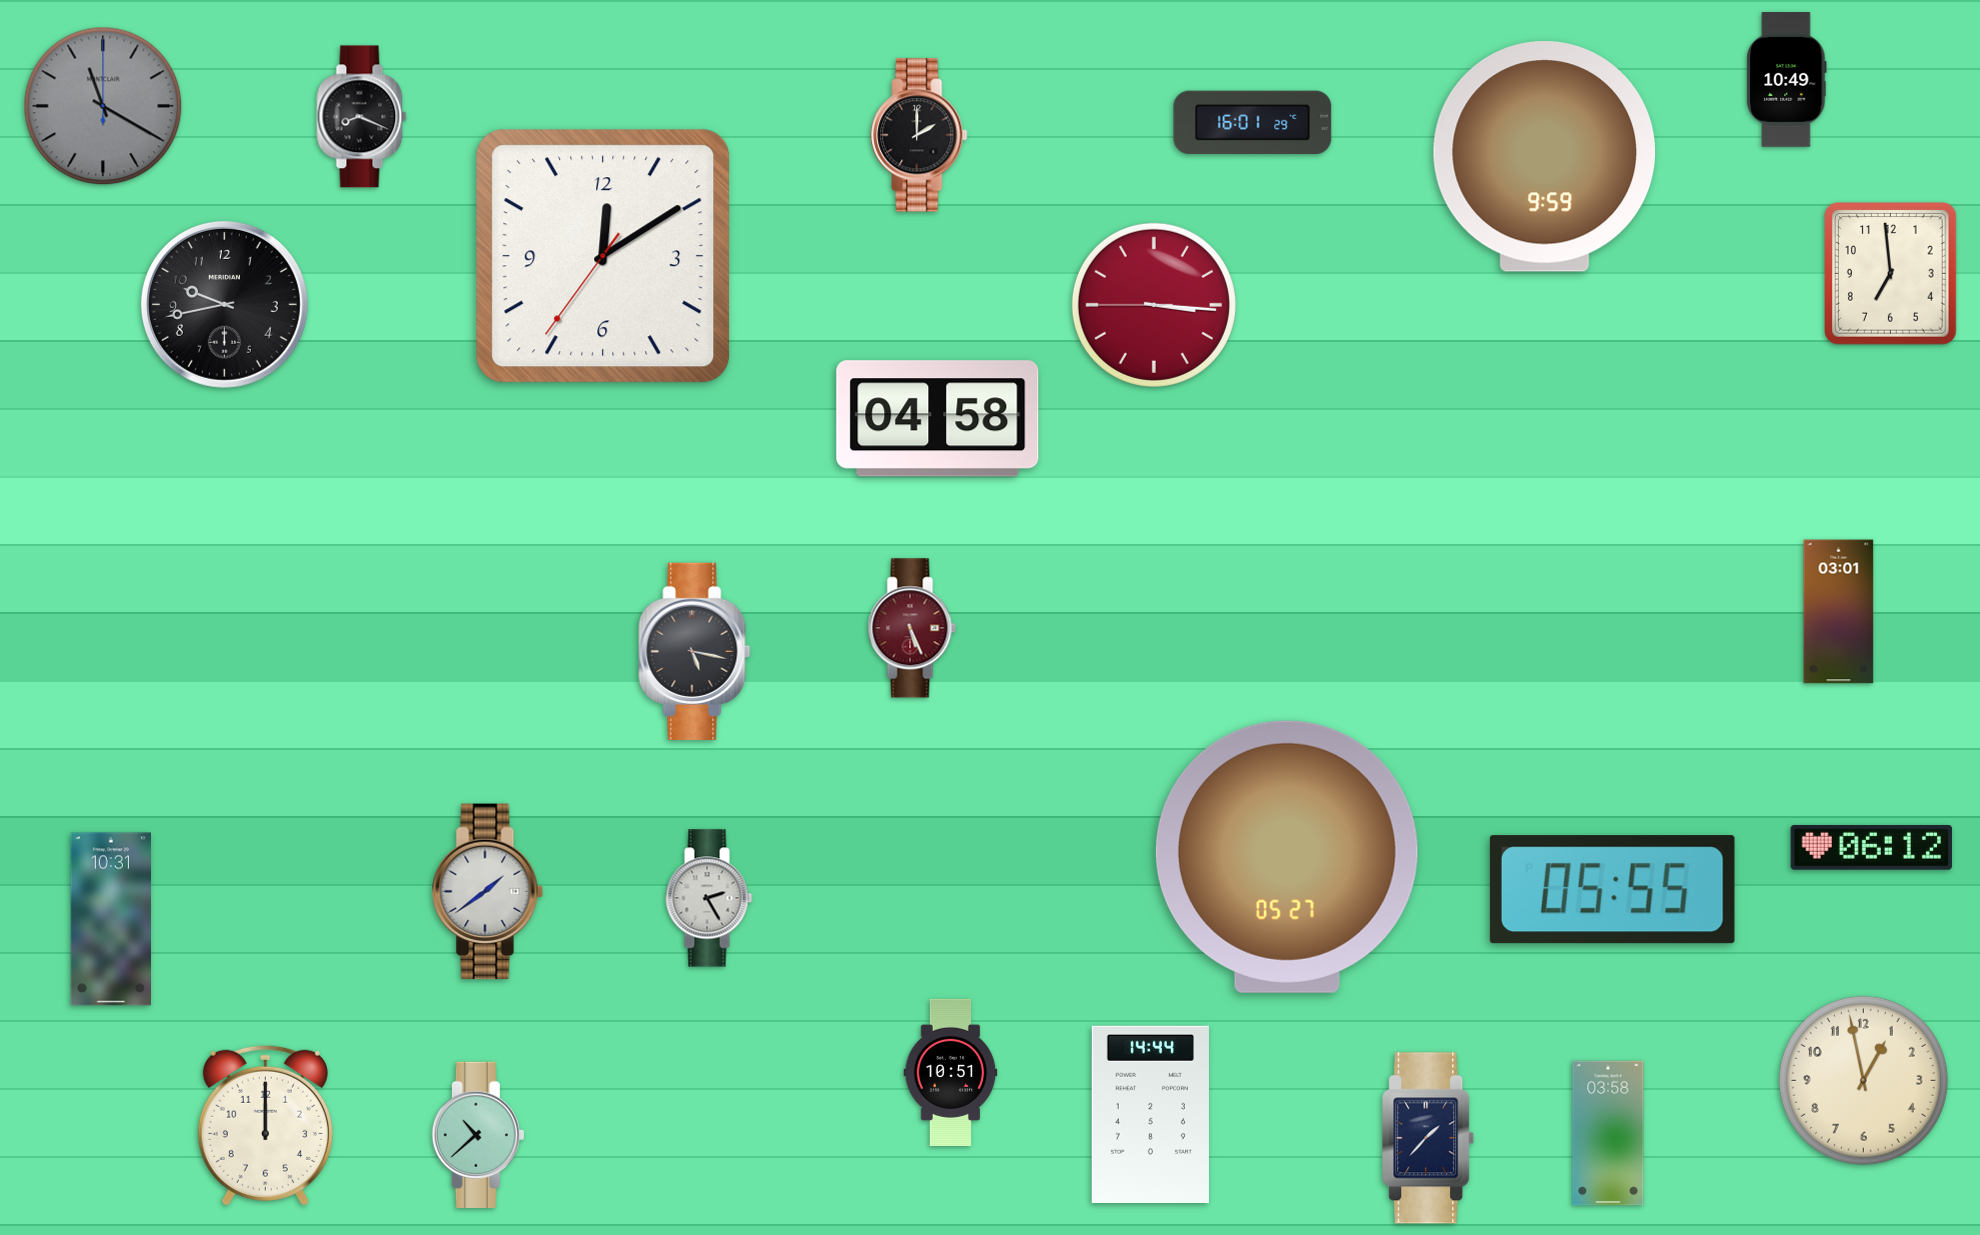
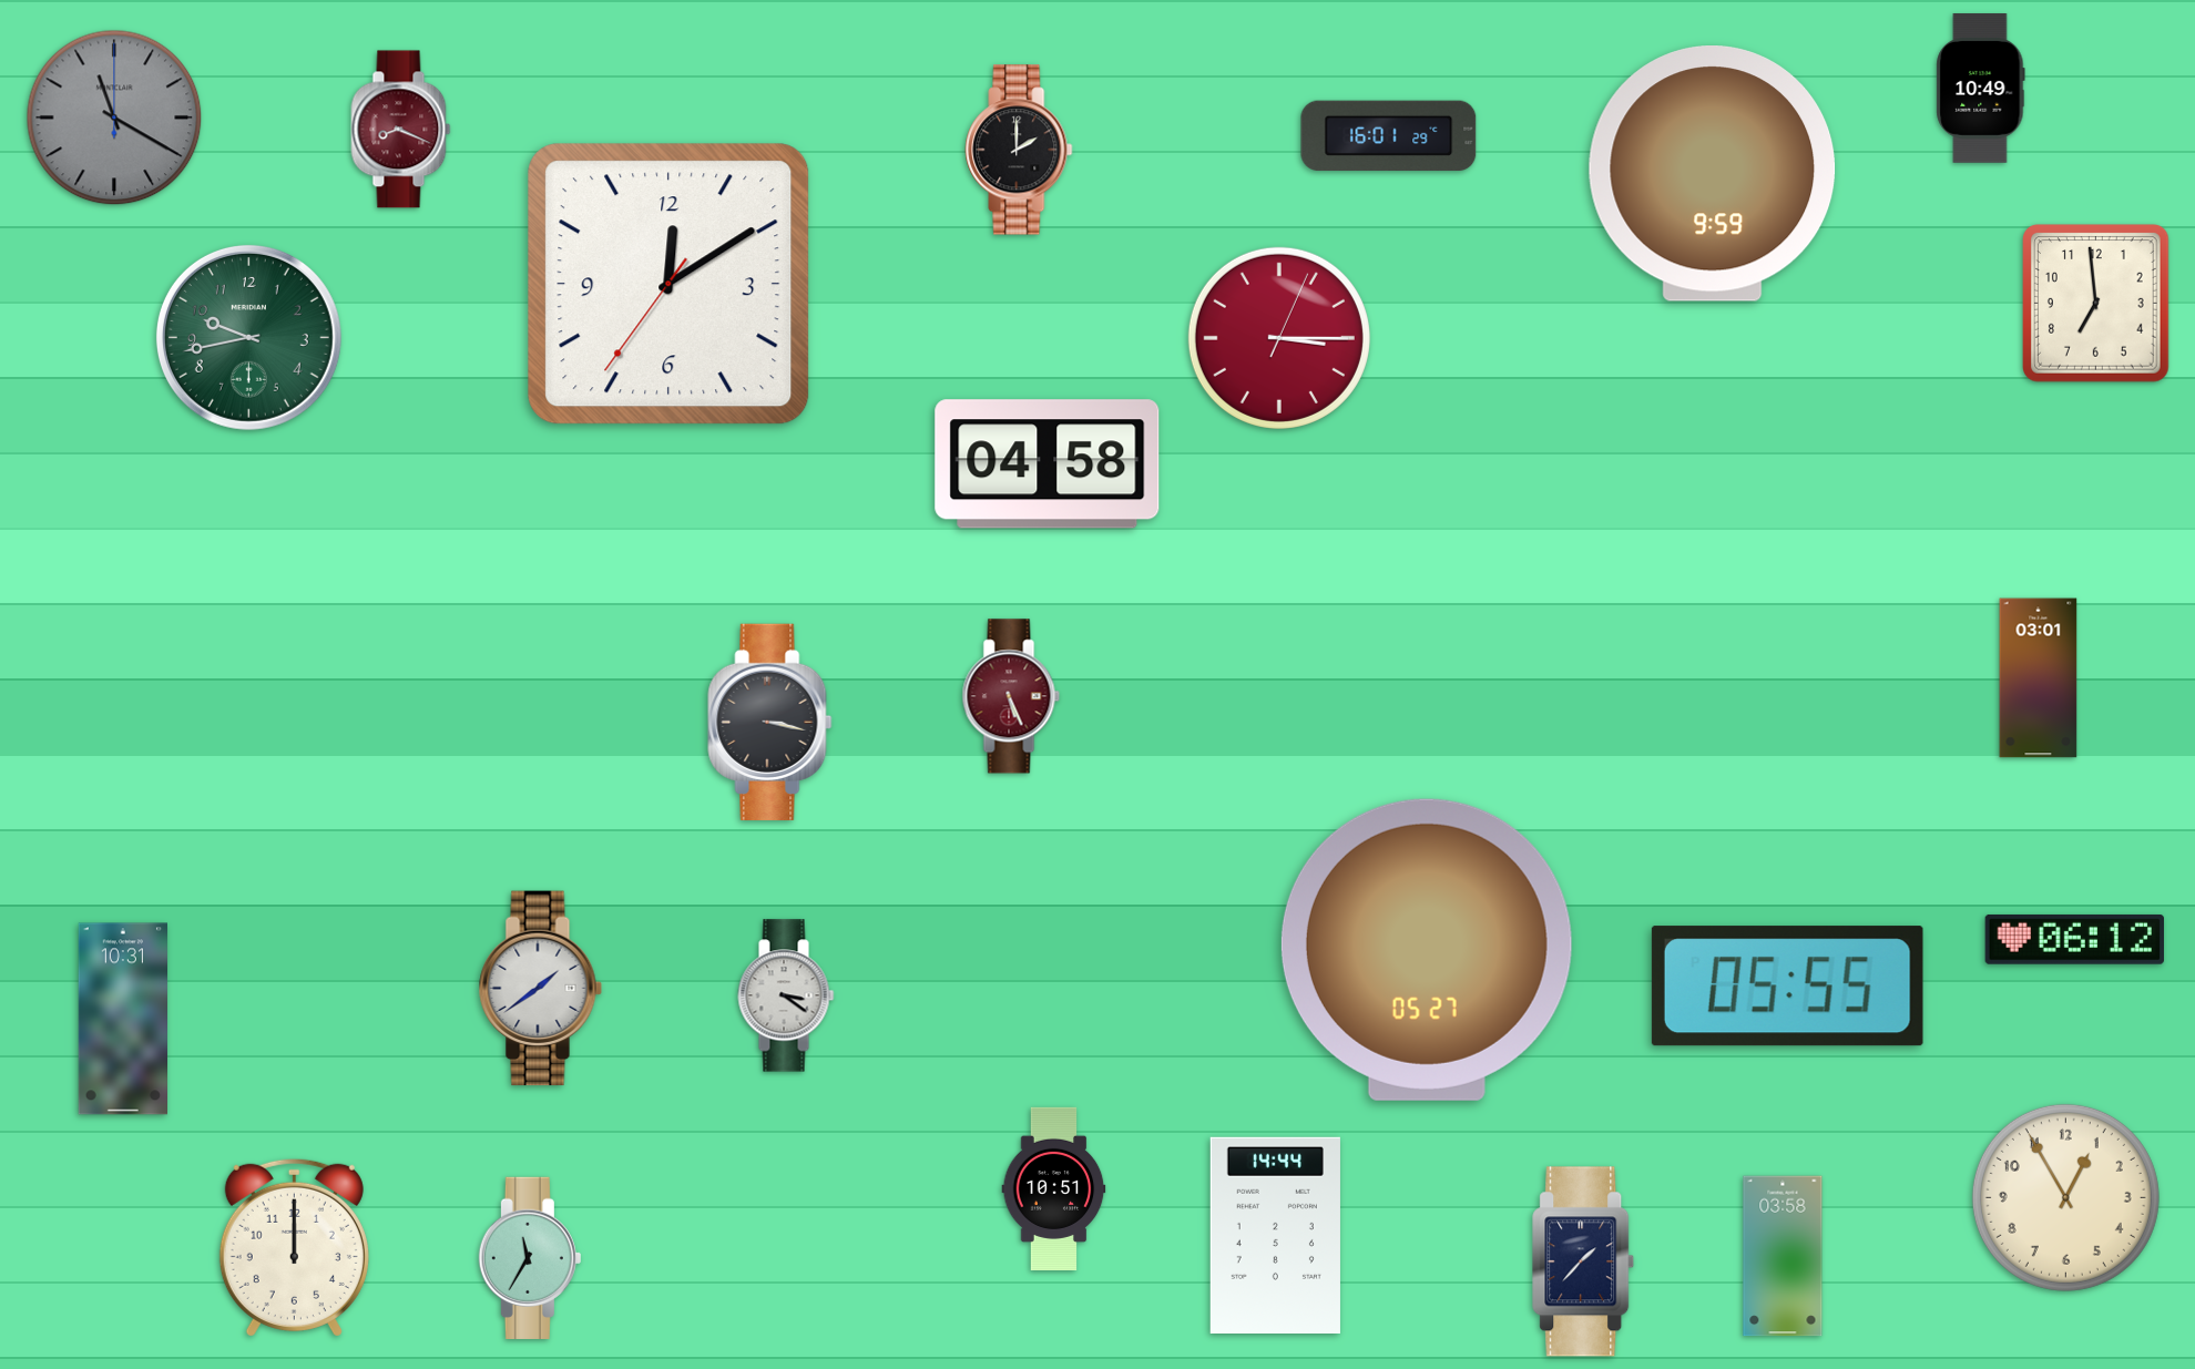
clock at (362, 117) dial: black -> burgundy
clock at (224, 304) dial: black -> green
clock at (1154, 305): 3:15:45 -> 3:15:04
clock at (938, 419) position: (938, 419) -> (1048, 464)
clock at (695, 651): 5:17 -> 3:17
clock at (709, 898): 2:25 -> 3:21
clock at (1863, 1080): 12:58 -> 12:55
clock at (478, 1135): 10:38 -> 11:35
